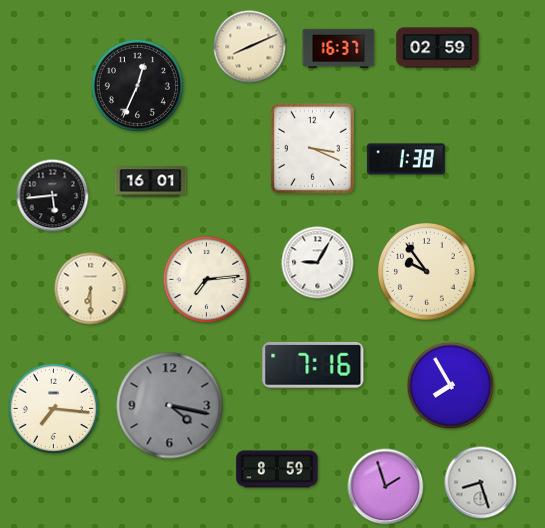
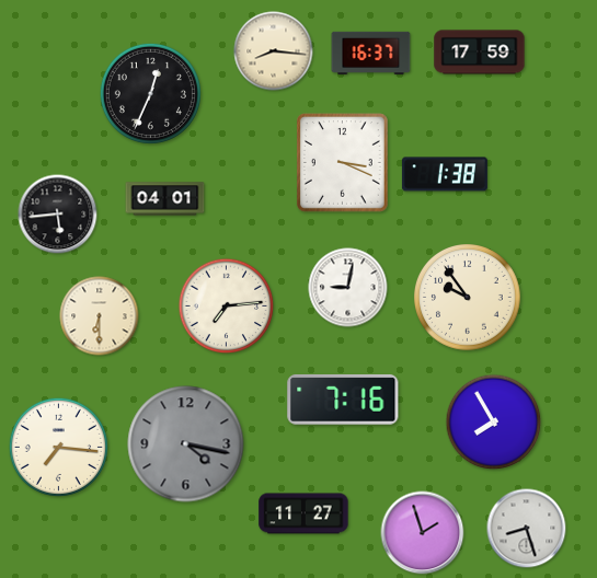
clock at (250, 47): 8:11 -> 8:16
clock at (438, 48): 02:59 -> 17:59
clock at (151, 182): 16:01 -> 04:01
clock at (318, 263): 9:05 -> 9:02
clock at (277, 469): 8:59 -> 11:27
